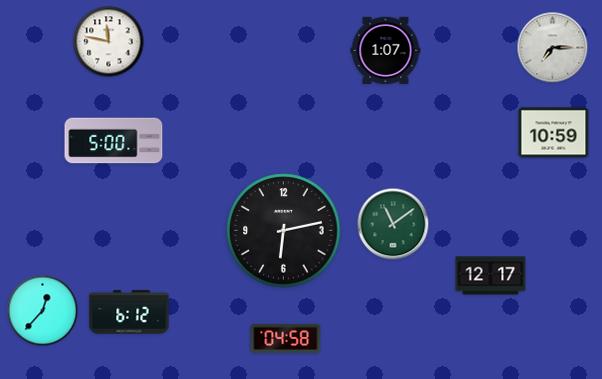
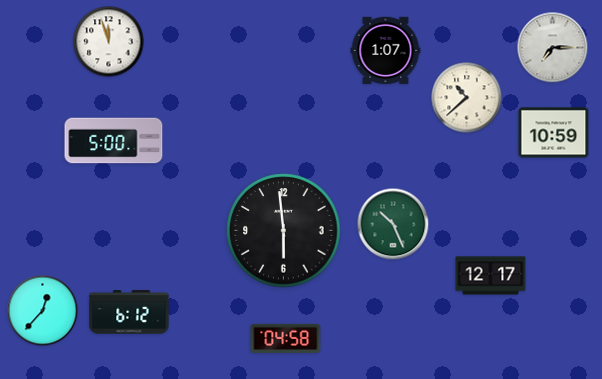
clock at (109, 42): 11:47 -> 11:57
clock at (467, 98): none -> 10:38
clock at (393, 224): 11:09 -> 10:26
clock at (284, 231): 6:13 -> 5:59
